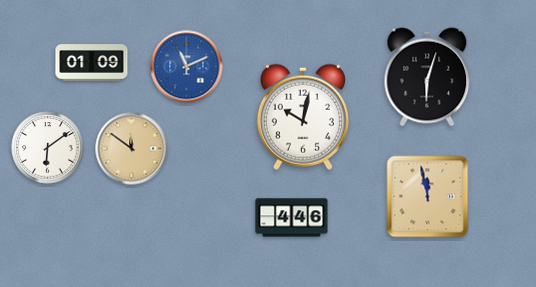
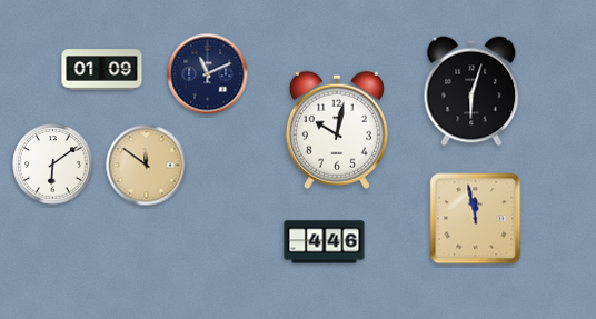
clock at (187, 67) dial: blue -> navy
clock at (427, 77) position: (427, 77) -> (471, 91)
